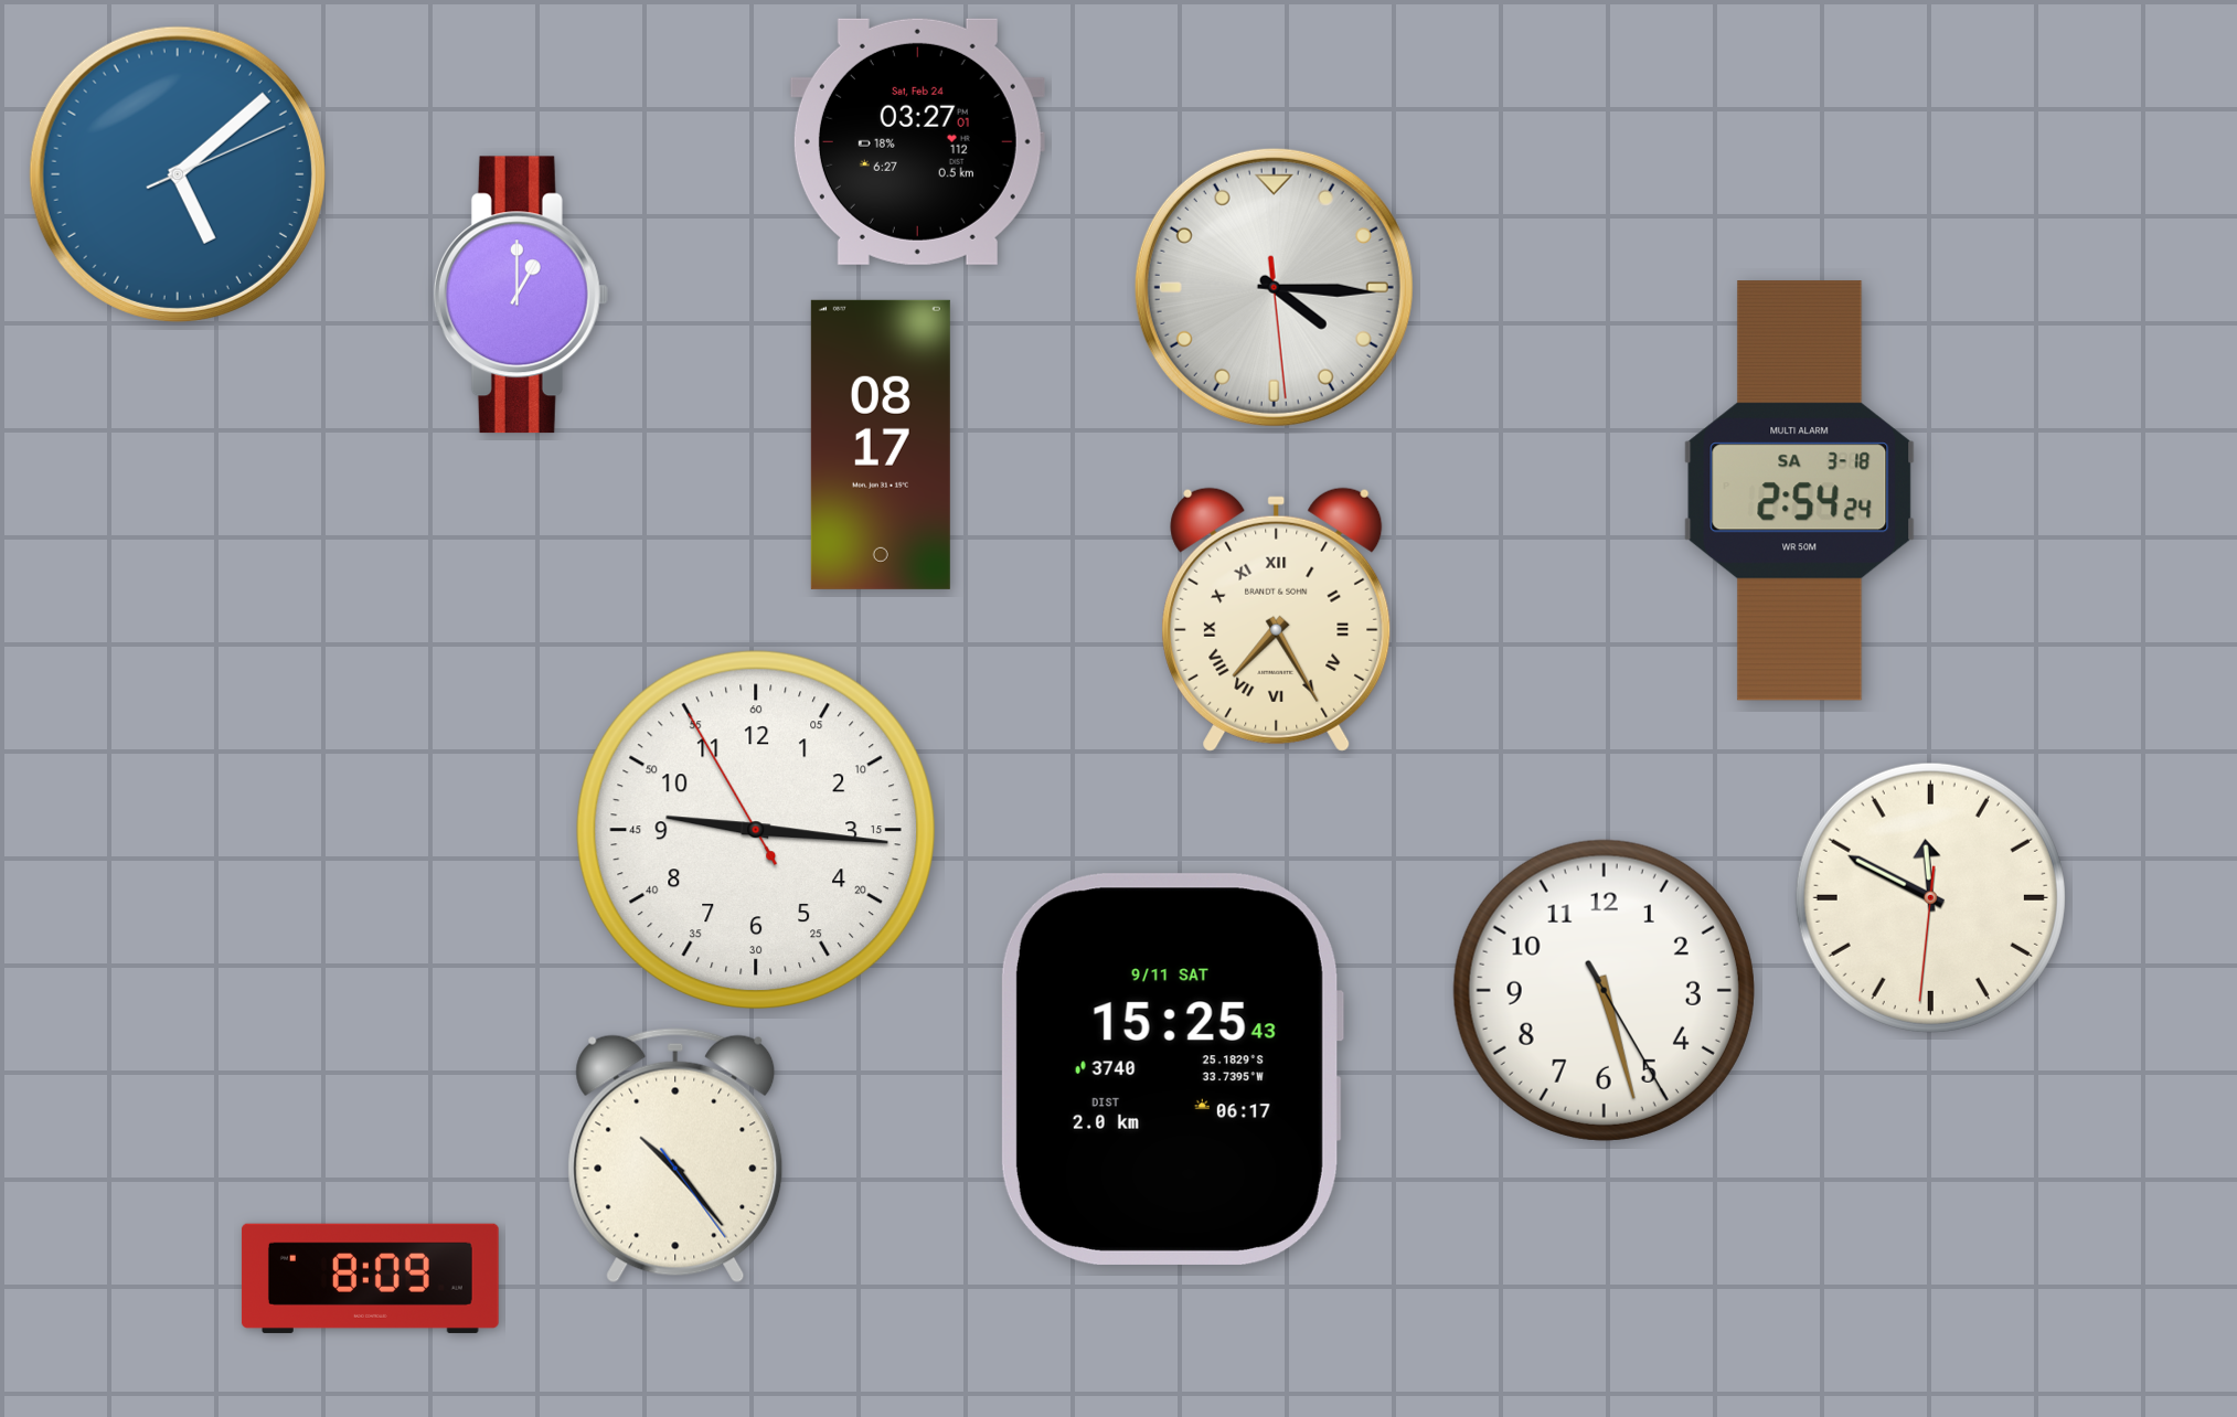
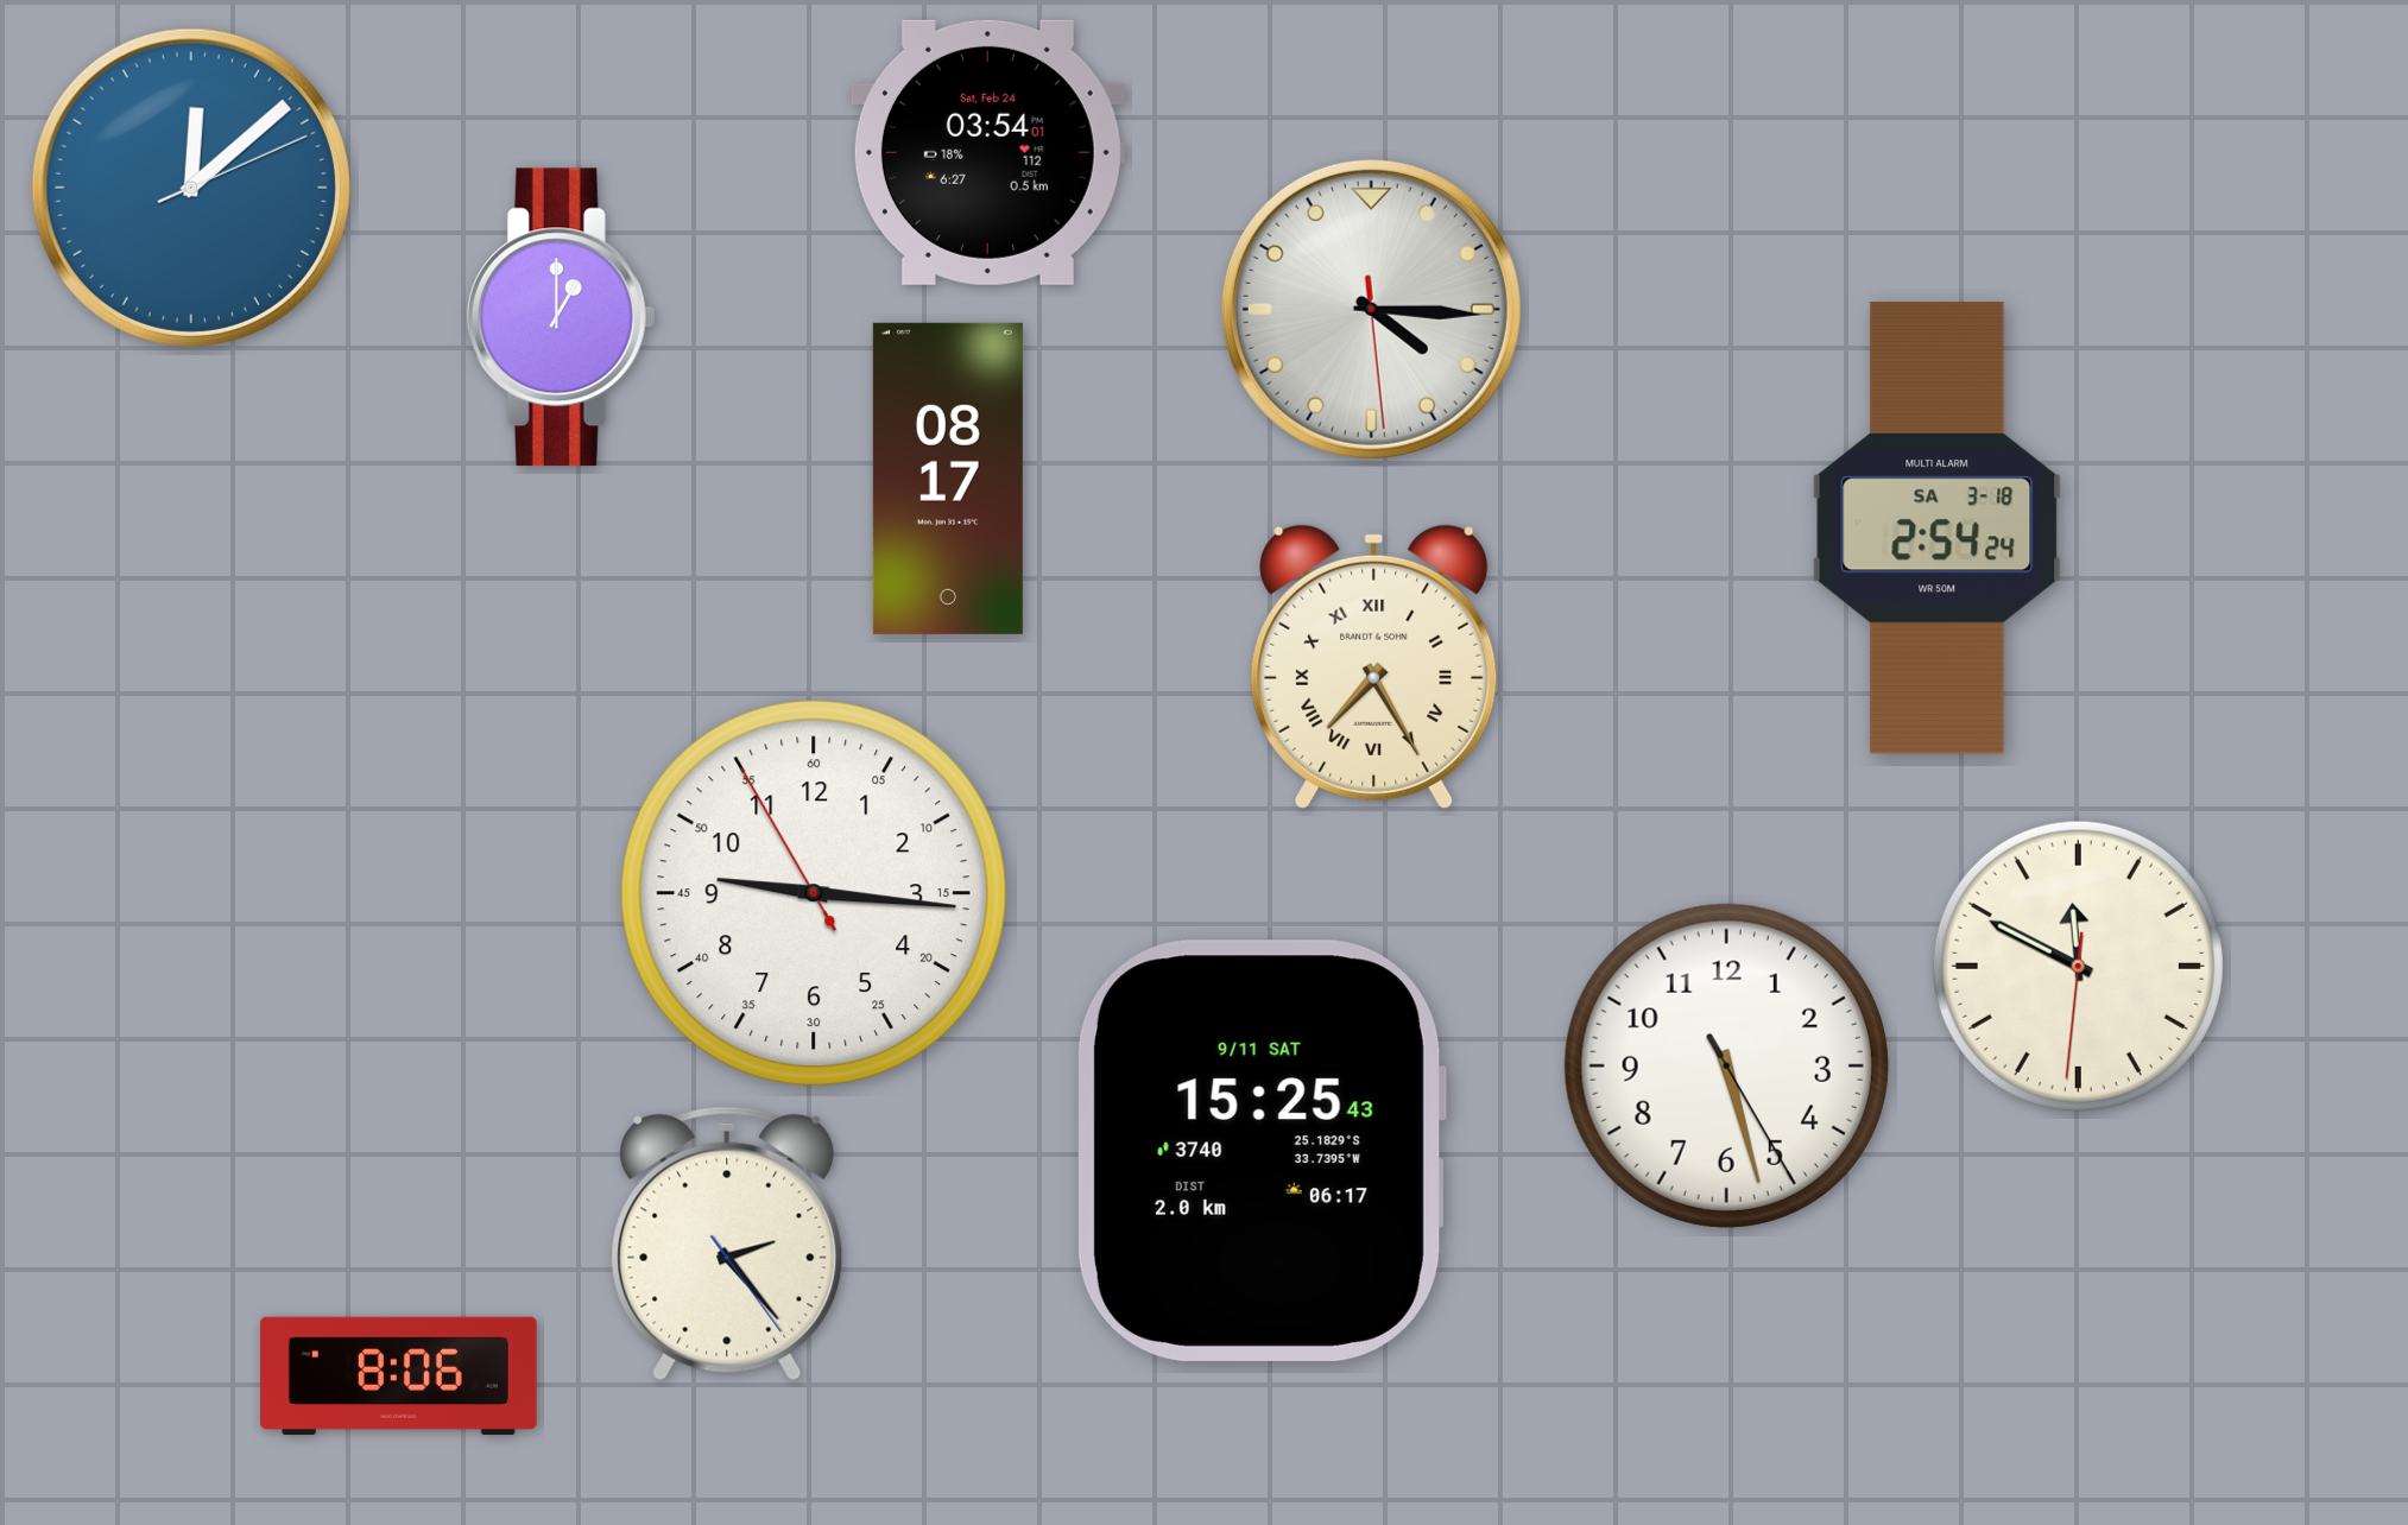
clock at (917, 141): 03:27 -> 03:54
clock at (178, 174): 5:08 -> 12:08
clock at (675, 1155): 10:23 -> 2:23
clock at (370, 1278): 8:09 -> 8:06
